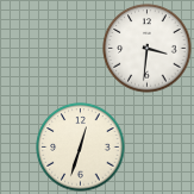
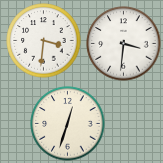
clock at (44, 41): none -> 3:31
clock at (148, 49) position: (148, 49) -> (124, 44)
